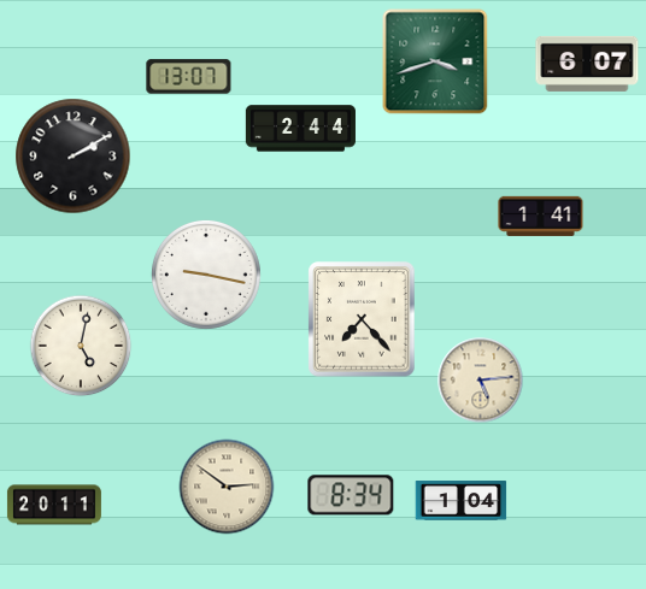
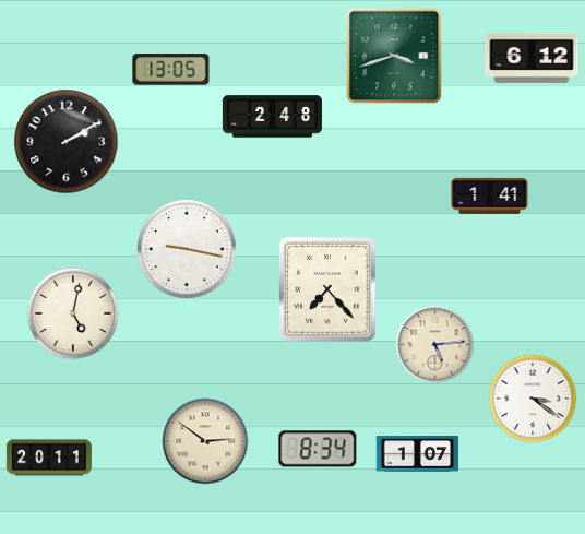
clock at (587, 64): 6:07 -> 6:12
clock at (189, 77): 13:07 -> 13:05
clock at (300, 129): 2:44 -> 2:48
clock at (533, 399): none -> 3:21
clock at (462, 501): 1:04 -> 1:07
